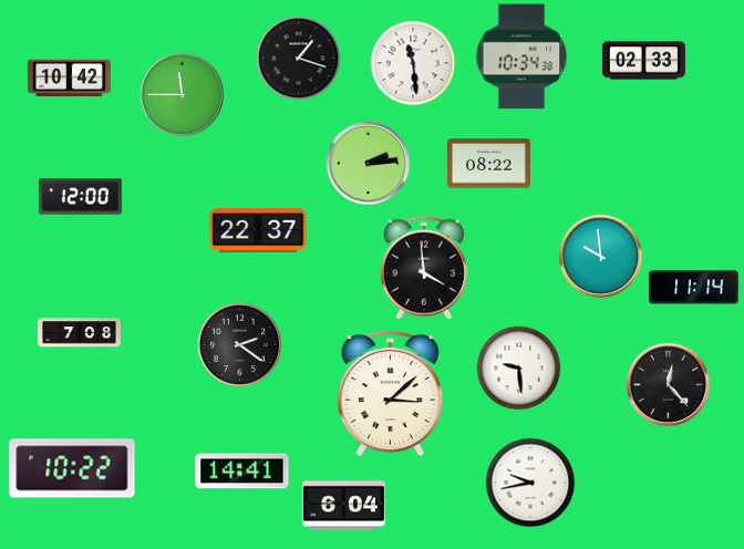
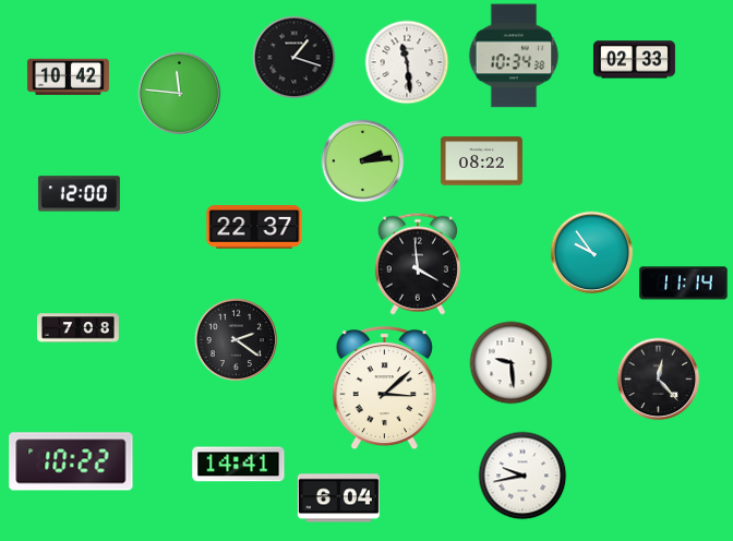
clock at (183, 95): 11:45 -> 11:46
clock at (601, 257): 9:59 -> 9:54
